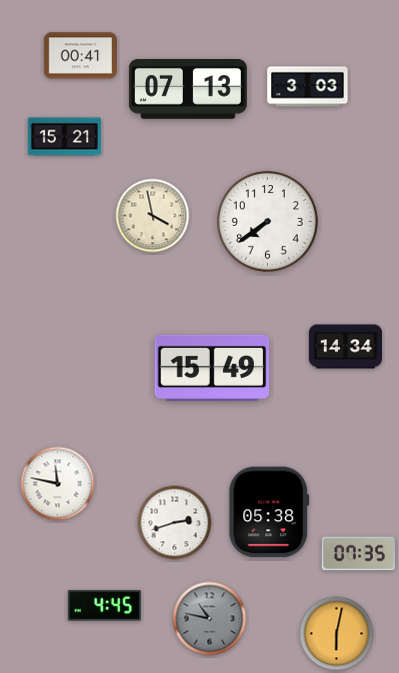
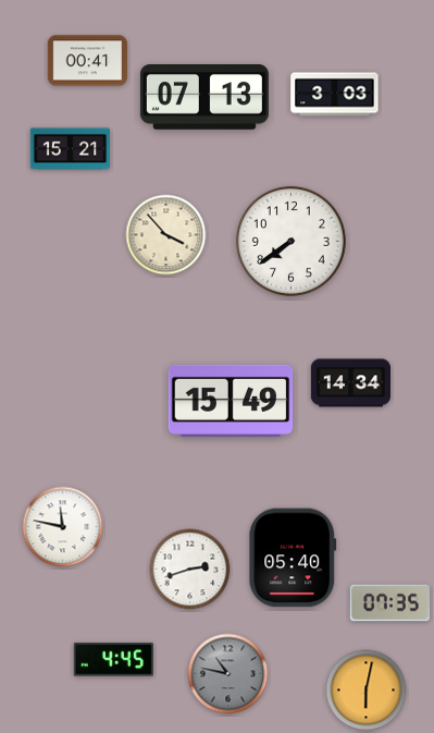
clock at (153, 216): 3:58 -> 3:53
clock at (345, 347) position: (345, 347) -> (350, 383)
clock at (269, 512): 05:38 -> 05:40
